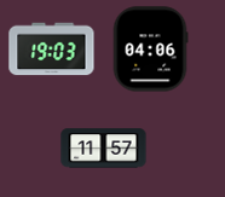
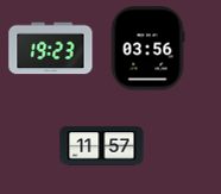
clock at (52, 50): 19:03 -> 19:23
clock at (150, 50): 04:06 -> 03:56
